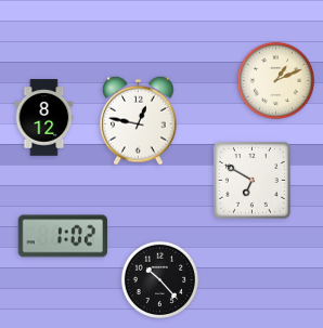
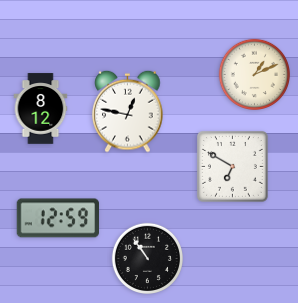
clock at (62, 236): 1:02 -> 12:59
clock at (159, 279): 10:23 -> 10:54
